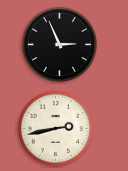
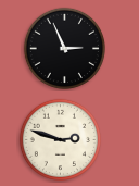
clock at (55, 128): 2:43 -> 2:48
